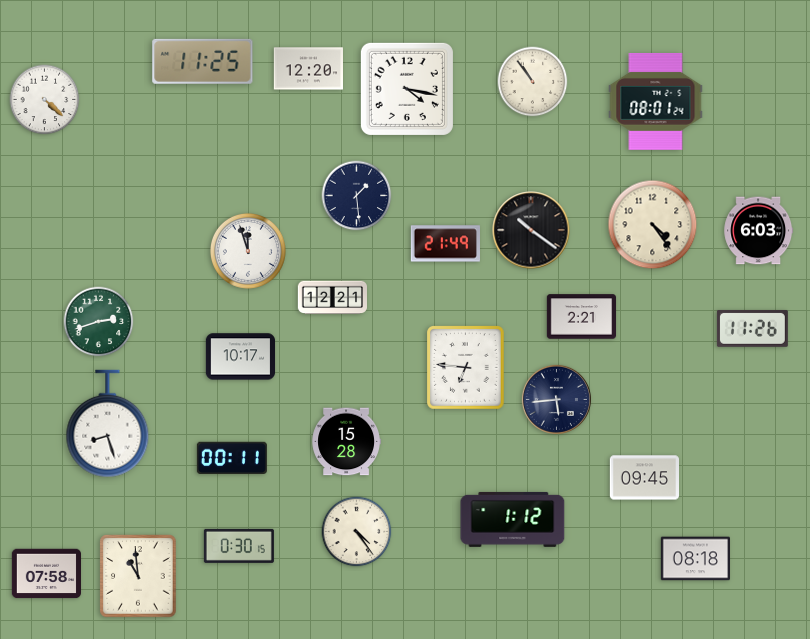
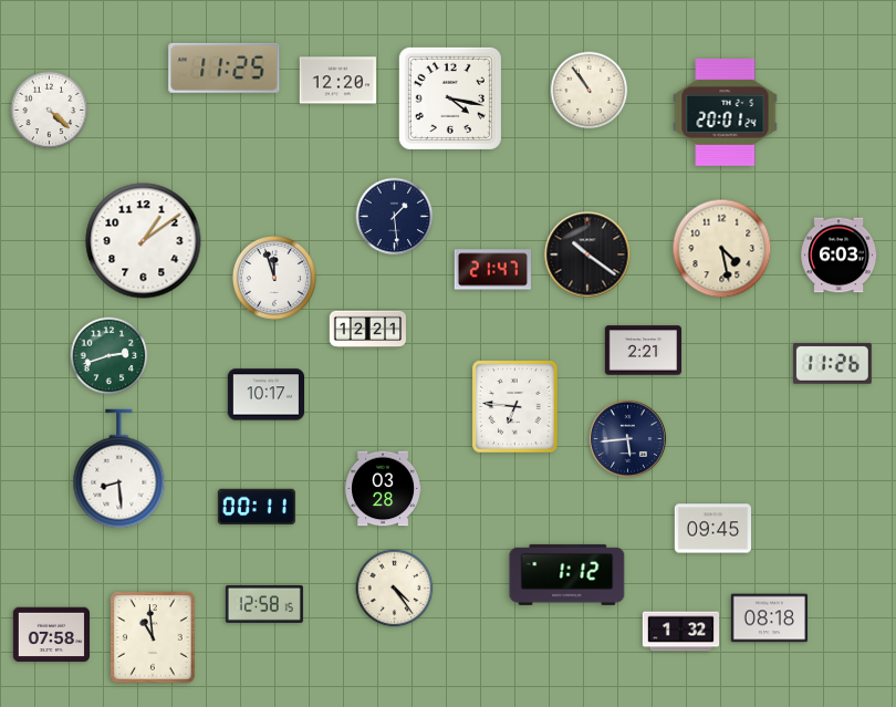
clock at (308, 69) position: (308, 69) -> (337, 81)
clock at (656, 101): 08:01 -> 20:01
clock at (144, 241): none -> 1:09
clock at (653, 225): 4:24 -> 4:28
clock at (445, 244): 21:49 -> 21:47
clock at (556, 399) position: (556, 399) -> (627, 438)
clock at (108, 424): 8:27 -> 8:29
clock at (346, 442): 15:28 -> 03:28
clock at (239, 546): 0:30 -> 12:58
clock at (681, 632): none -> 1:32
